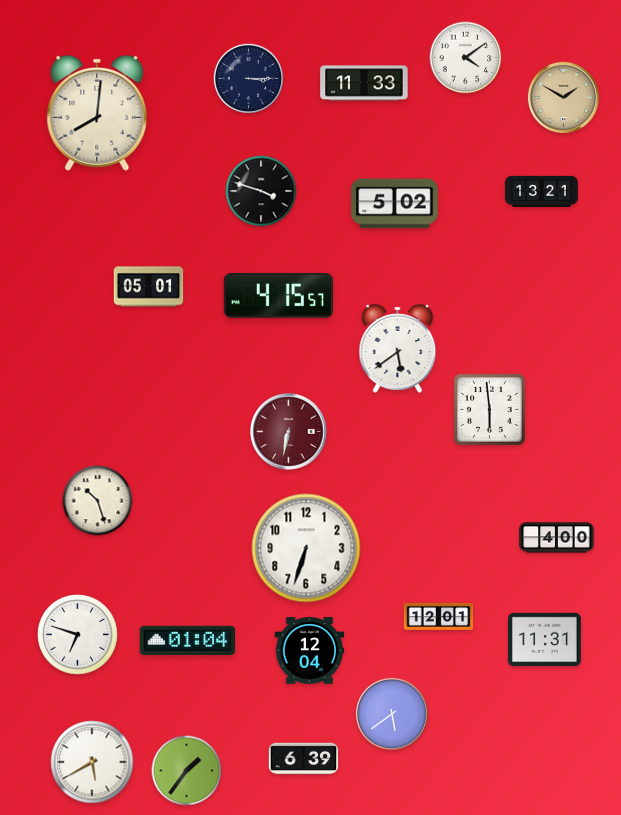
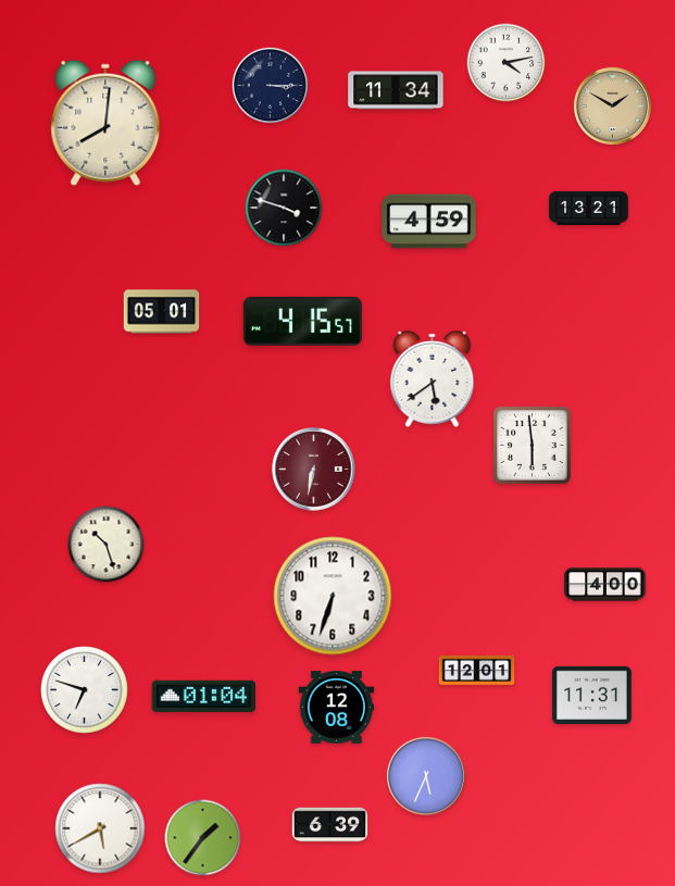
clock at (466, 58): 4:09 -> 4:13
clock at (364, 83): 11:33 -> 11:34
clock at (395, 204): 5:02 -> 4:59
clock at (310, 651): 12:04 -> 12:08
clock at (392, 714): 5:39 -> 5:34
